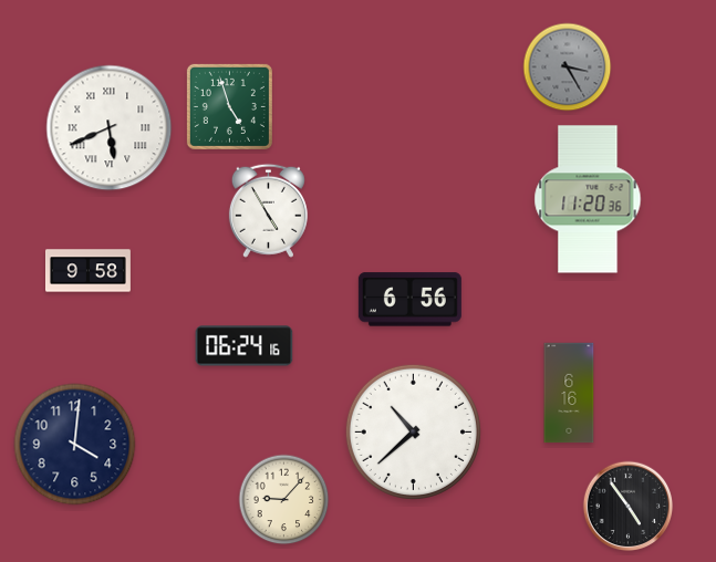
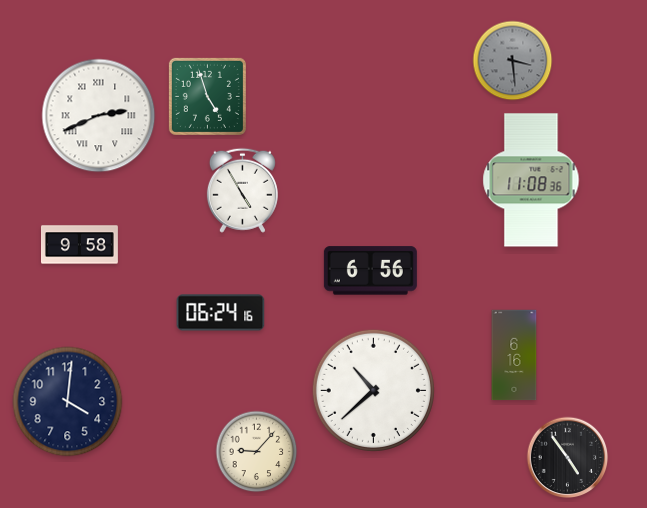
clock at (568, 67): 3:25 -> 3:29
clock at (110, 128): 5:41 -> 2:41
clock at (588, 199): 11:20 -> 11:08
